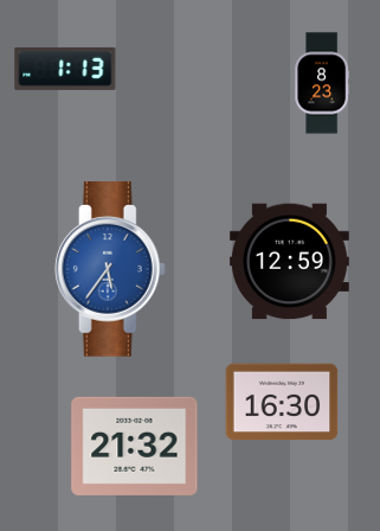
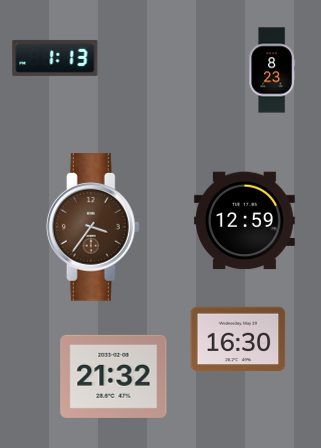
clock at (110, 269): 5:36 -> 3:36
clock at (110, 269) dial: blue -> brown
